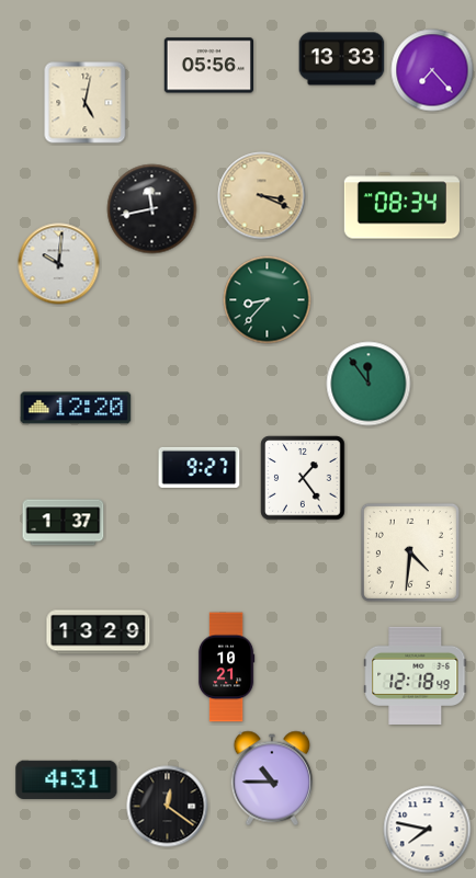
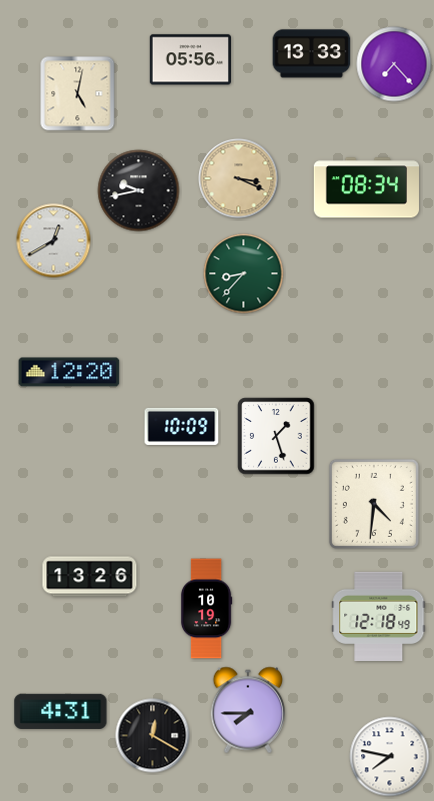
clock at (152, 209): 11:43 -> 9:43
clock at (59, 264): 10:01 -> 12:40
clock at (369, 384): 11:54 -> none
clock at (200, 467): 9:27 -> 10:09
clock at (303, 478): 1:24 -> 1:27
clock at (64, 523): 1:37 -> none
clock at (99, 632): 13:29 -> 13:26
clock at (226, 668): 10:21 -> 10:19
clock at (271, 778): 10:45 -> 7:45
clock at (168, 807): 12:21 -> 12:20
